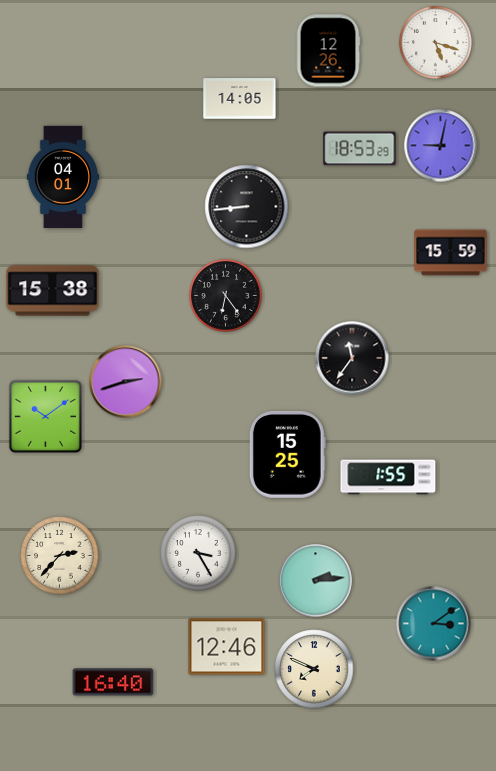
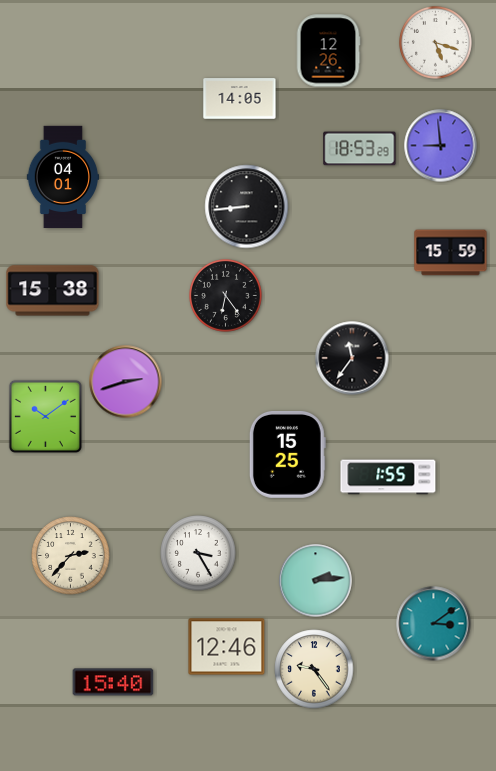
clock at (441, 146): 9:02 -> 8:59
clock at (60, 556) position: (60, 556) -> (71, 556)
clock at (314, 669): 7:49 -> 9:24
clock at (113, 682): 16:40 -> 15:40
